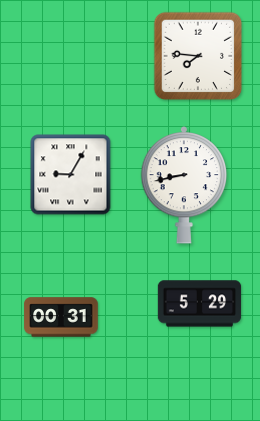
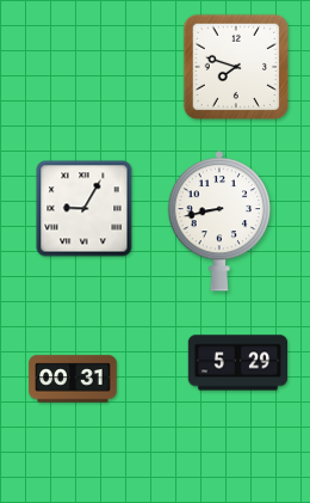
clock at (198, 56): 7:46 -> 7:48
